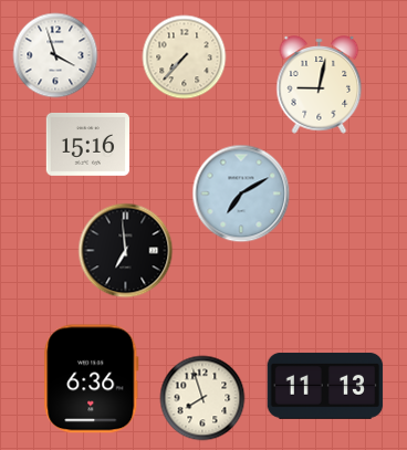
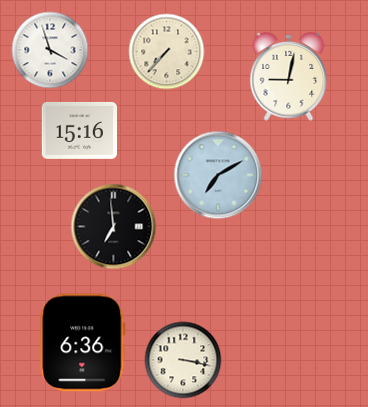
clock at (325, 386): 11:13 -> none
clock at (202, 398): 7:57 -> 3:17
